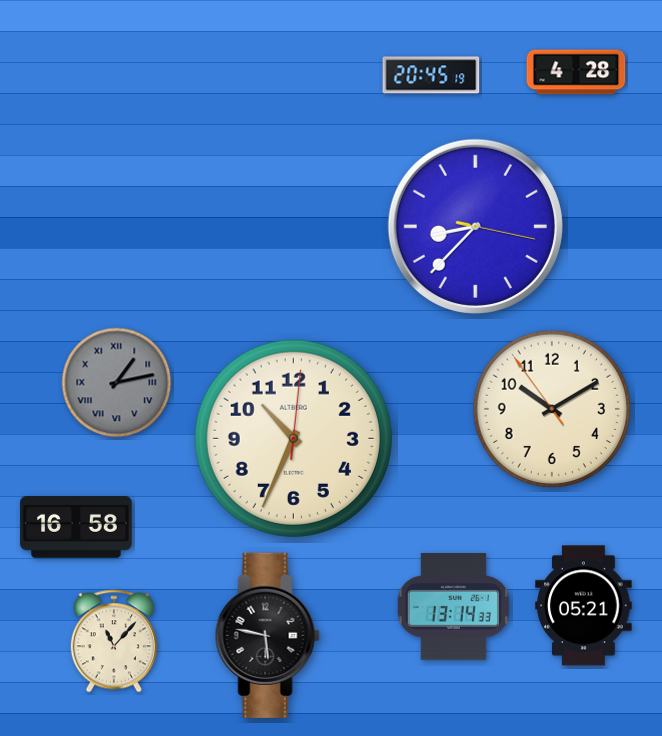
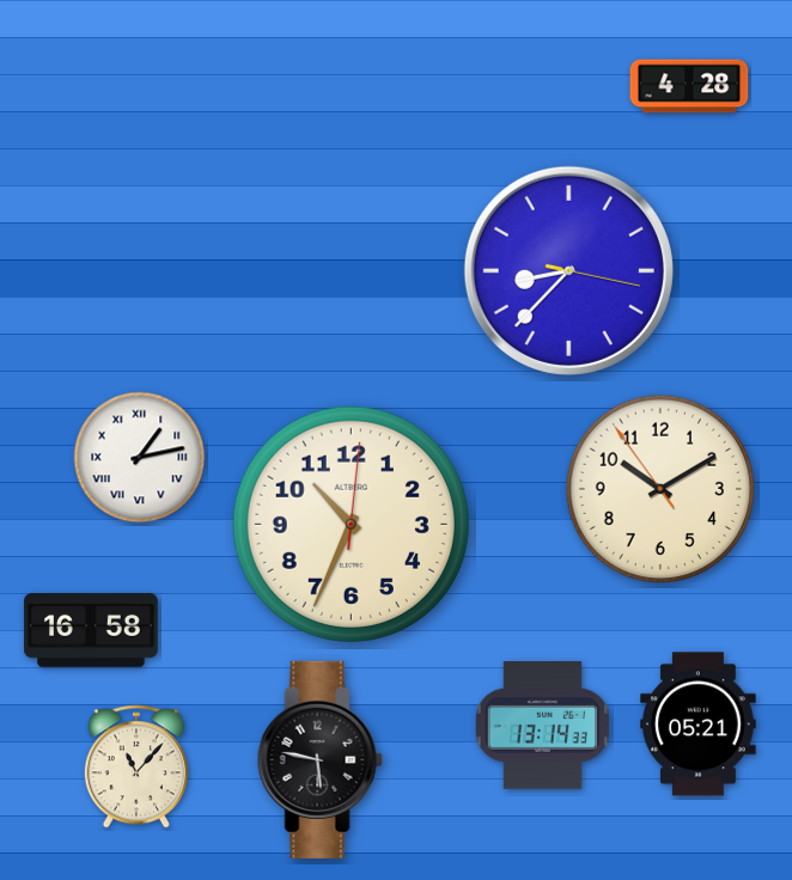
clock at (431, 75): 20:45 -> none
clock at (117, 383) dial: grey -> white
